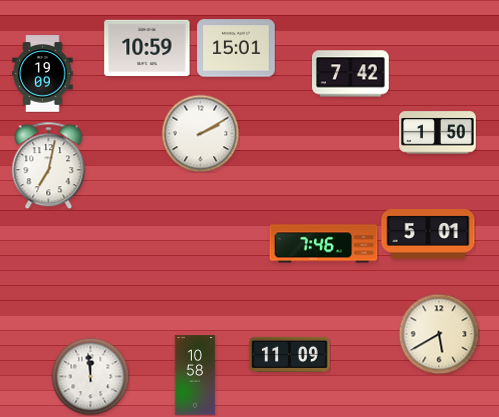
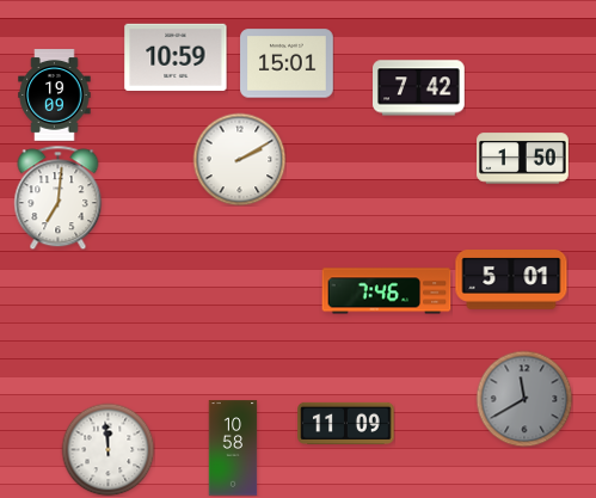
clock at (236, 48) position: (236, 48) -> (287, 63)
clock at (43, 74) position: (43, 74) -> (55, 96)
clock at (49, 165): 7:02 -> 7:01
clock at (439, 334): 5:40 -> 11:40
clock at (439, 334) dial: cream -> grey
